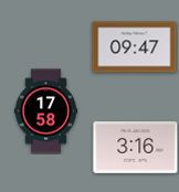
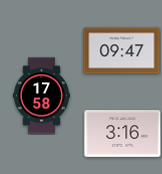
clock at (135, 47) position: (135, 47) -> (122, 51)
clock at (45, 111) position: (45, 111) -> (41, 96)
